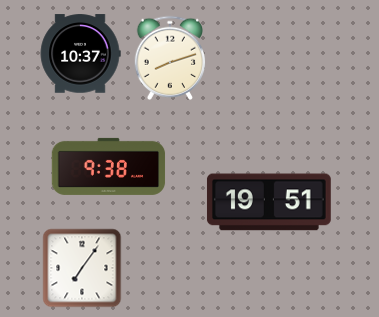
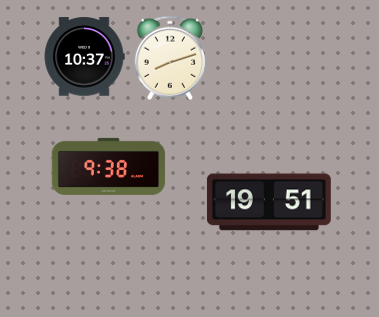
clock at (80, 54) position: (80, 54) -> (84, 57)
clock at (82, 268): 7:06 -> none
